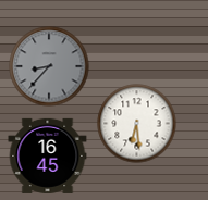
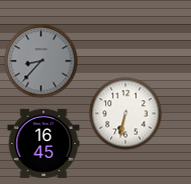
clock at (49, 66) position: (49, 66) -> (41, 61)
clock at (137, 124): 6:29 -> 6:32
